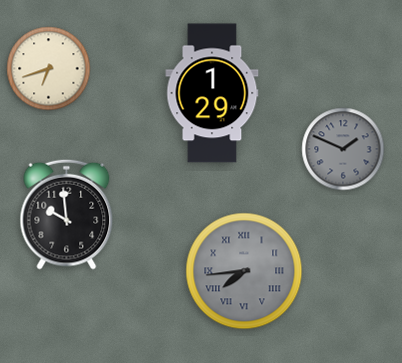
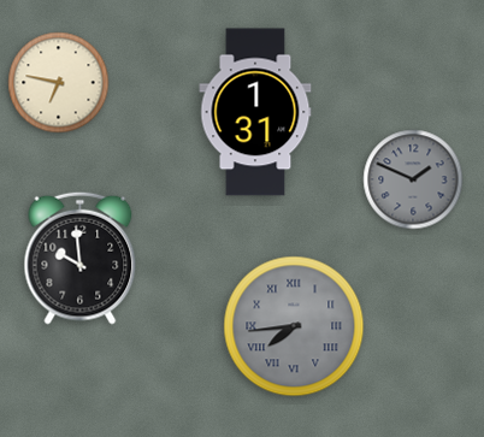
clock at (49, 69): 6:42 -> 6:47
clock at (212, 93): 1:29 -> 1:31
